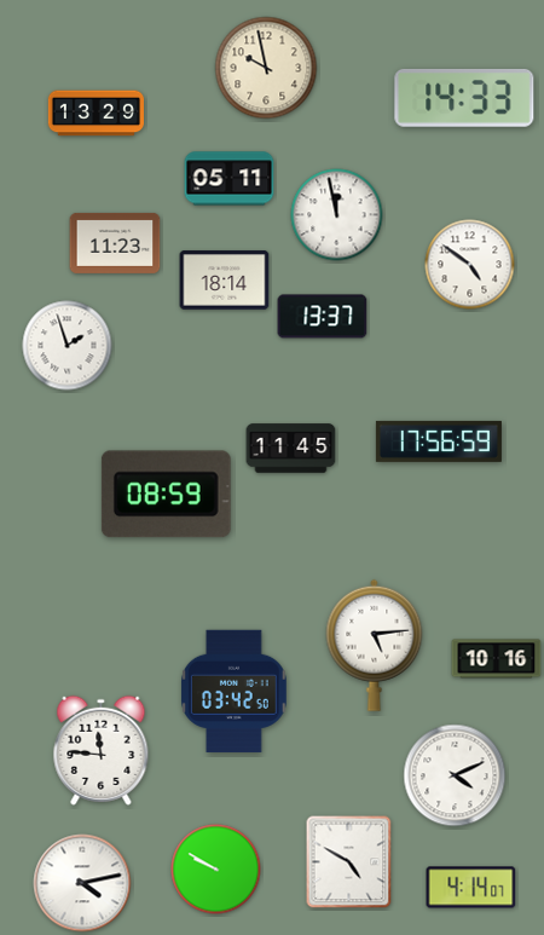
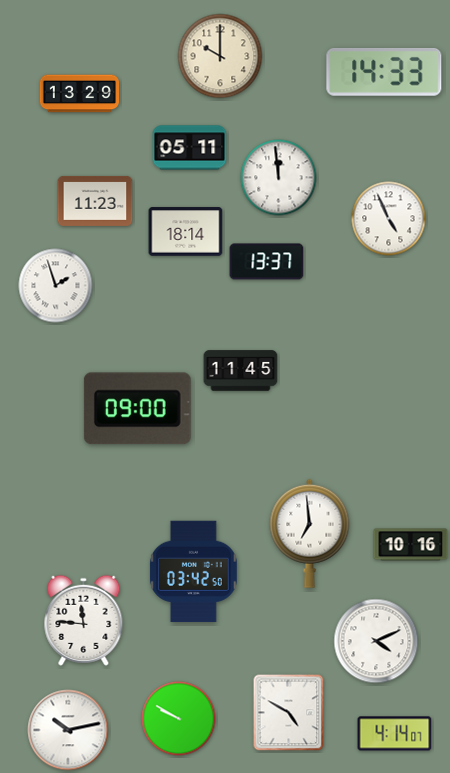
clock at (266, 68): 9:58 -> 10:00
clock at (464, 98) position: (464, 98) -> (384, 72)
clock at (337, 215): 11:58 -> 11:59
clock at (470, 265): 4:51 -> 4:56
clock at (439, 441): 17:56 -> none
clock at (166, 495): 08:59 -> 09:00
clock at (375, 645): 5:14 -> 6:59
clock at (82, 883): 4:13 -> 10:13
clock at (471, 888) position: (471, 888) -> (395, 734)
